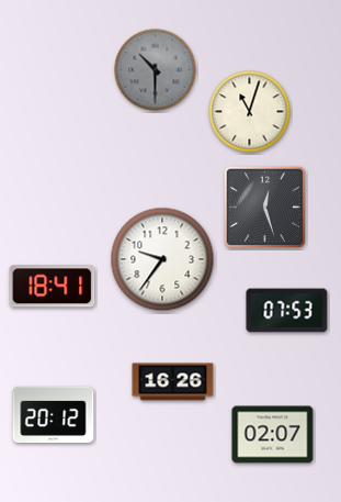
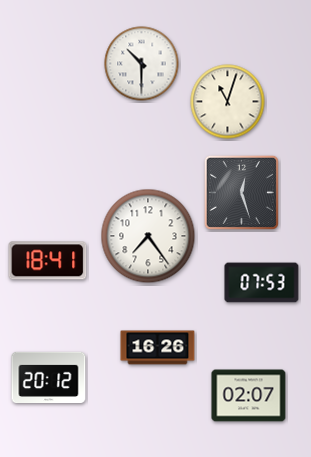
clock at (156, 70) dial: grey -> white
clock at (264, 207) position: (264, 207) -> (241, 192)
clock at (162, 259): 9:36 -> 7:24
